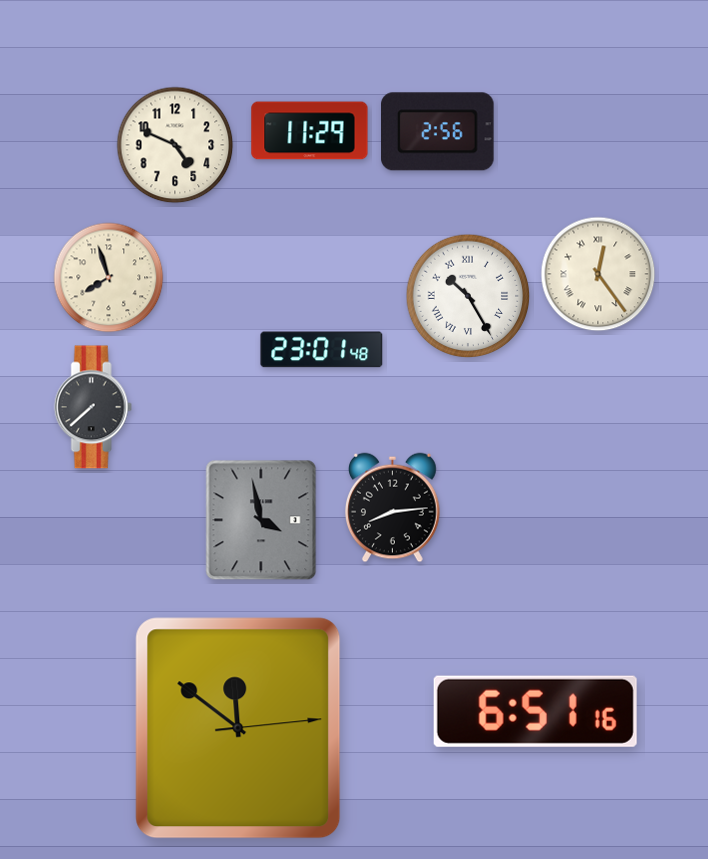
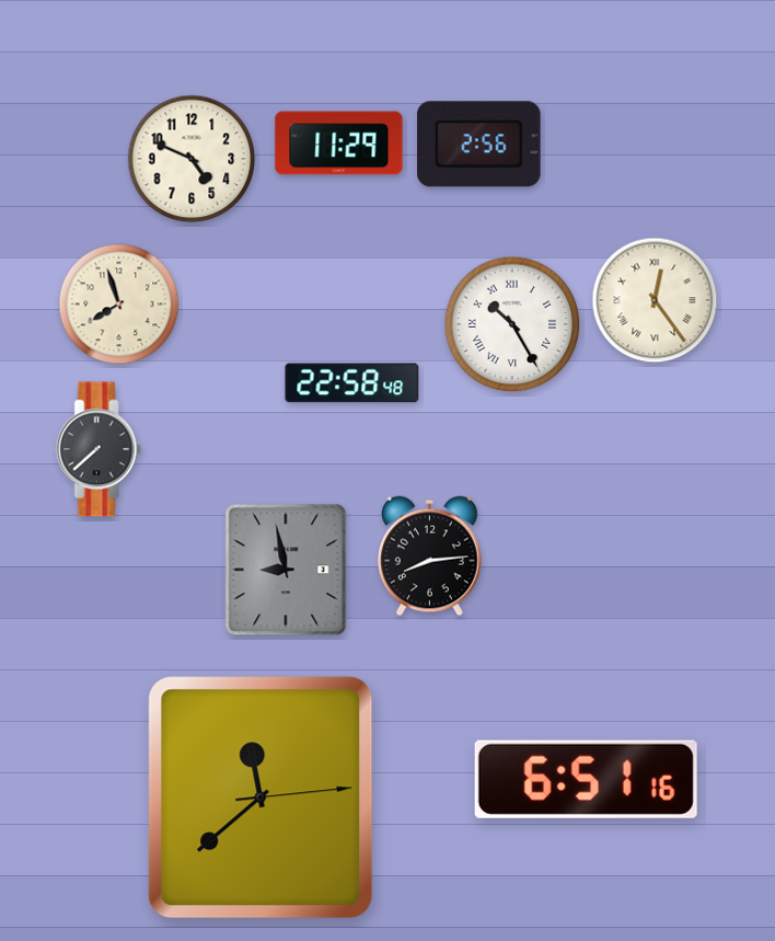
clock at (322, 350): 23:01 -> 22:58
clock at (93, 407) position: (93, 407) -> (99, 449)
clock at (261, 520): 3:58 -> 8:58
clock at (238, 728): 11:51 -> 11:38
